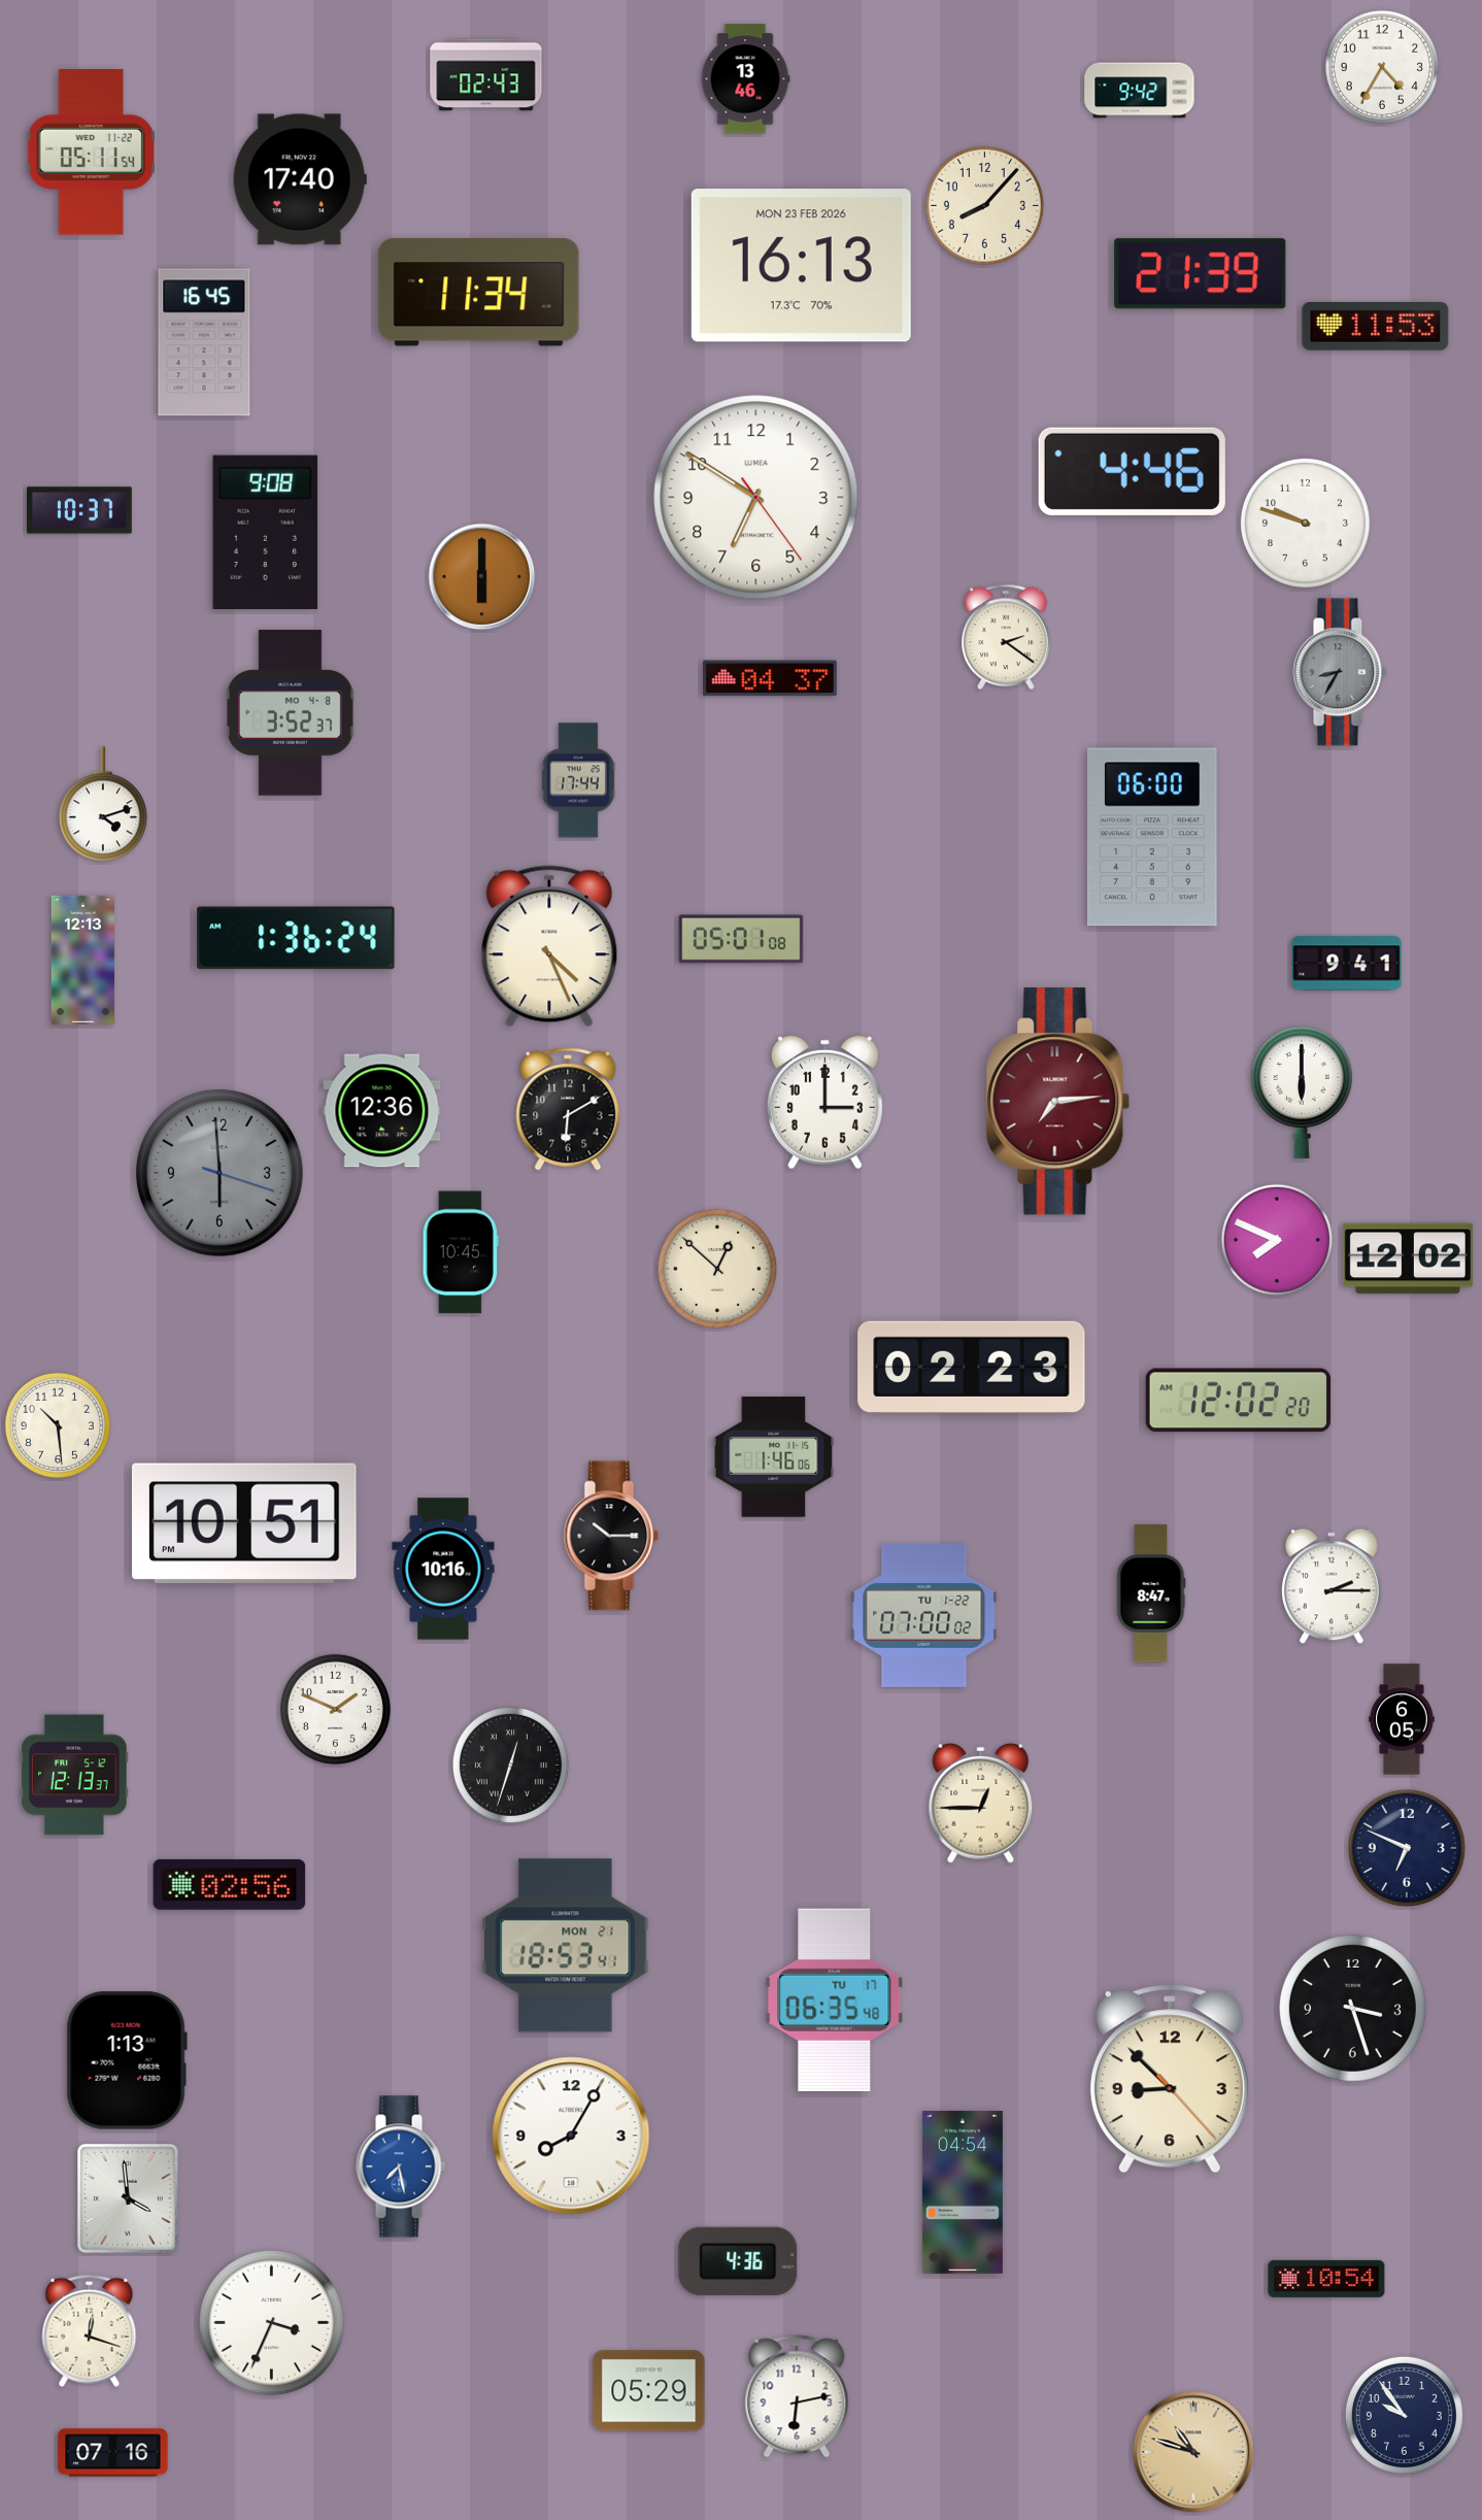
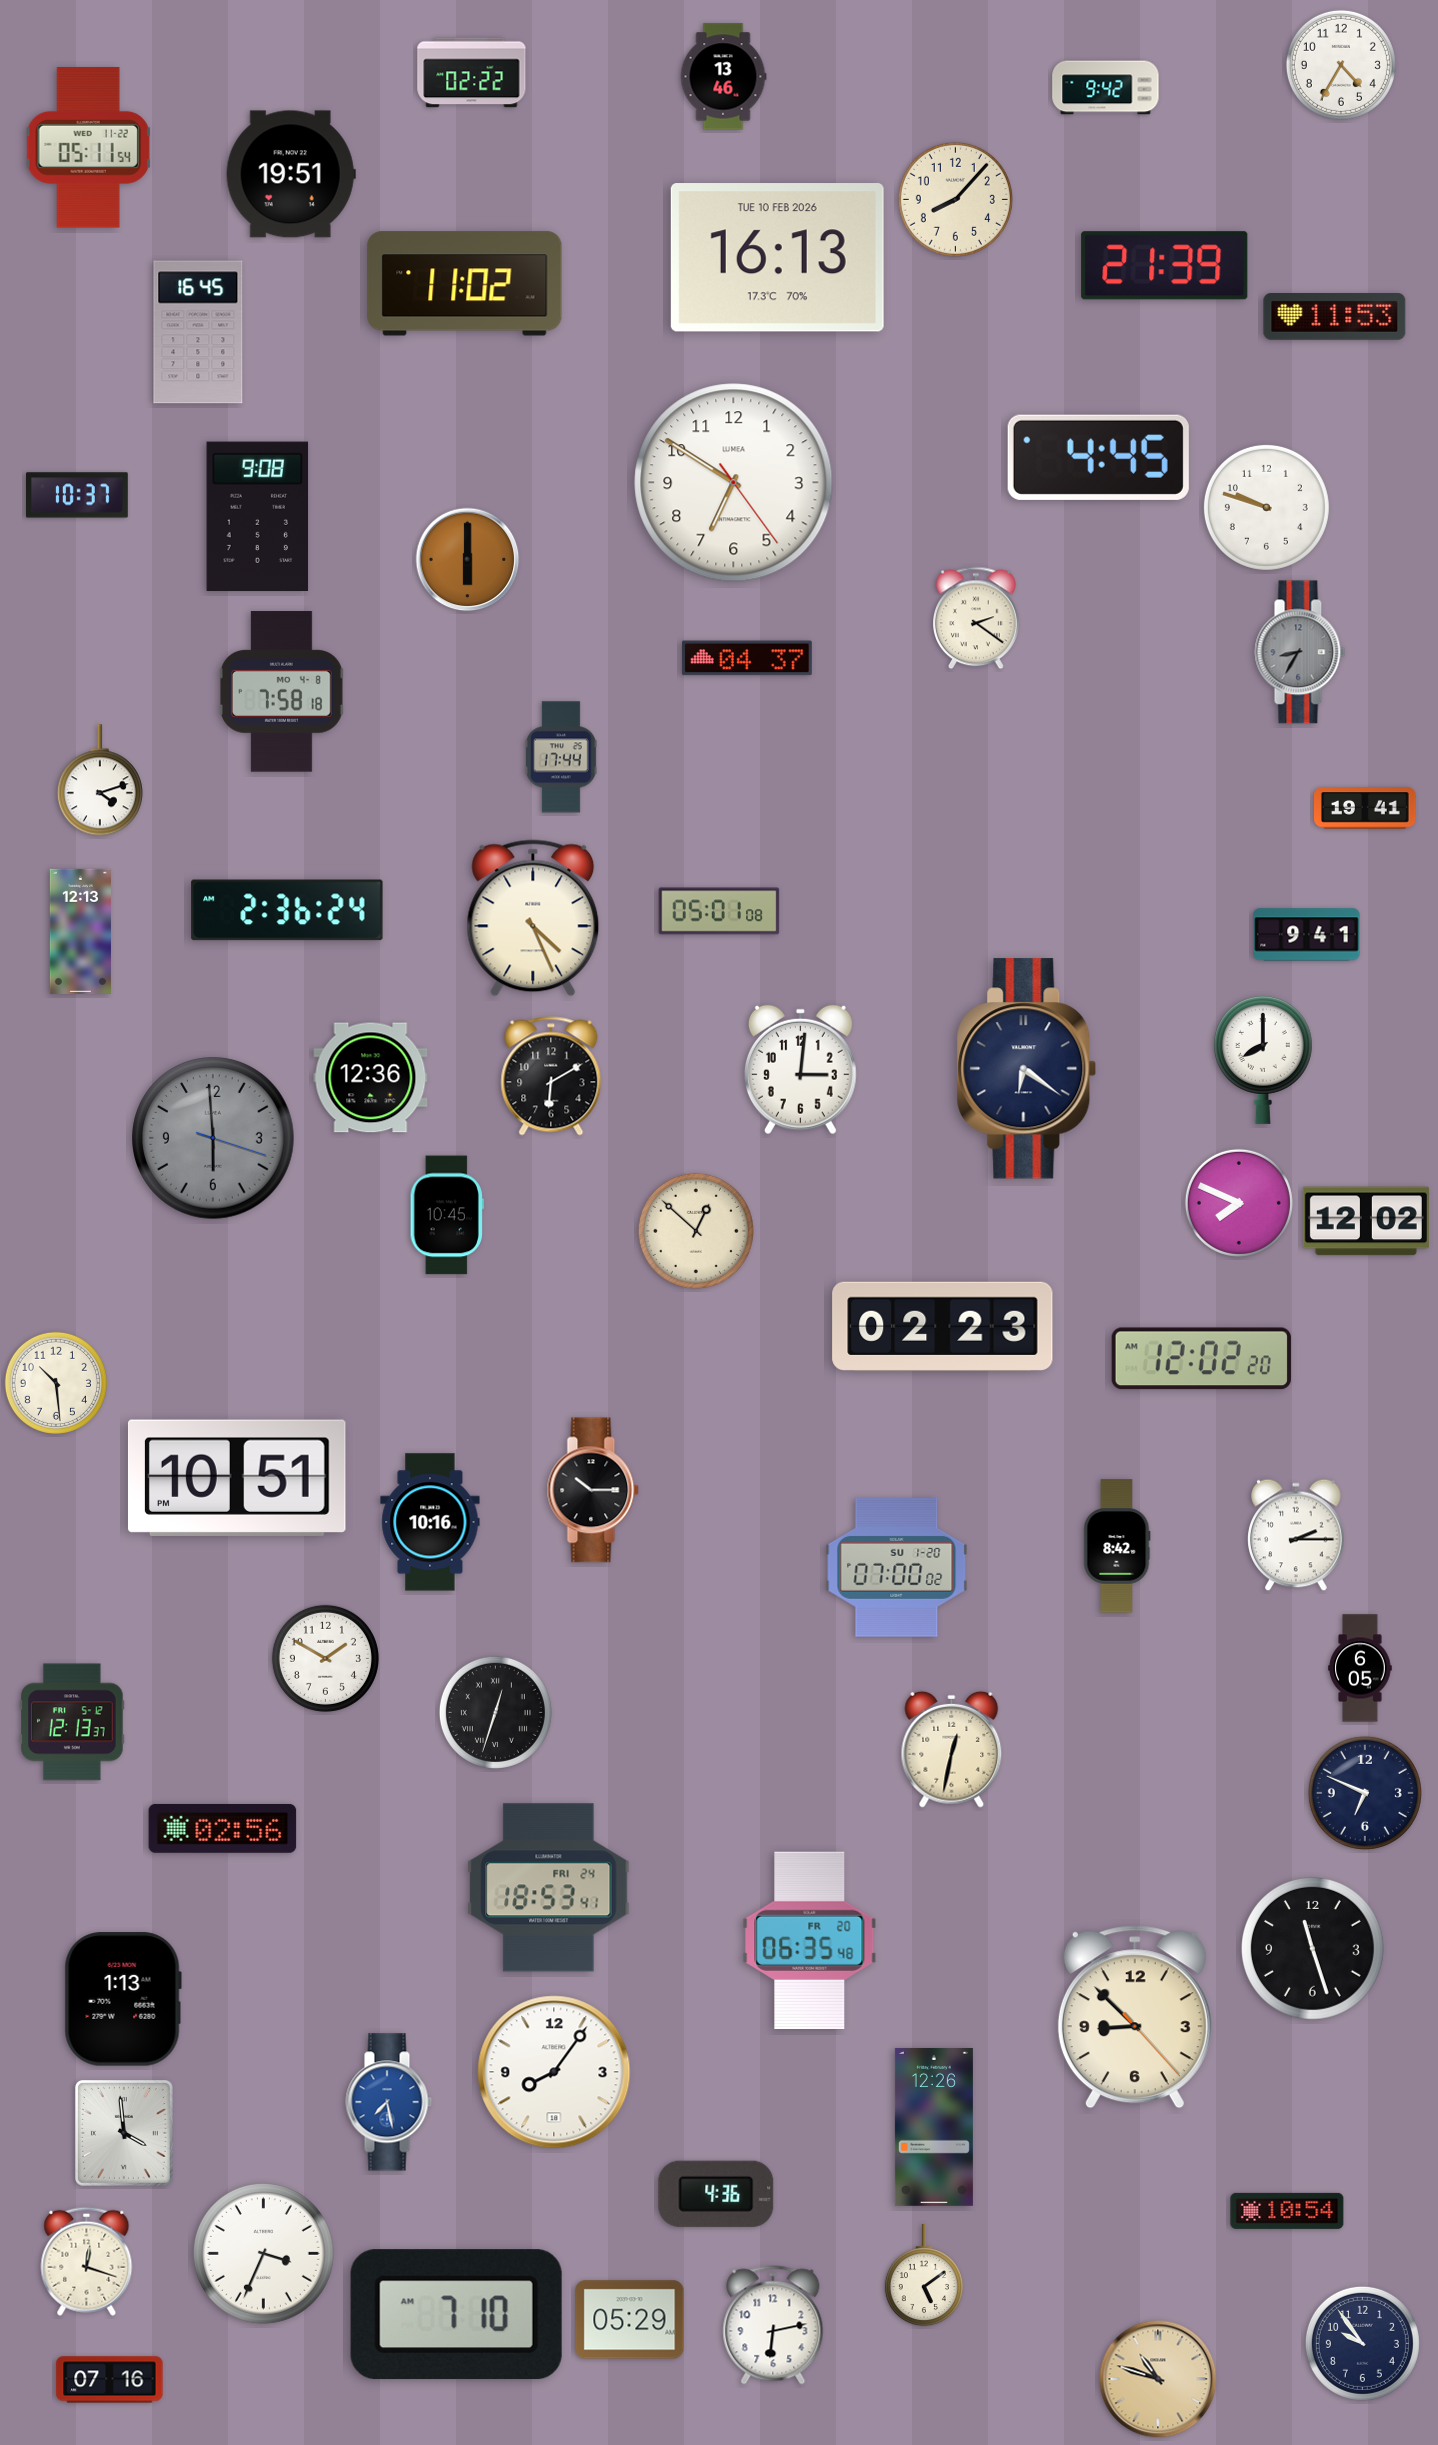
clock at (486, 75): 02:43 -> 02:22
clock at (300, 179): 17:40 -> 19:51
clock at (801, 266) date: MON 23 FEB 2026 -> TUE 10 FEB 2026
clock at (479, 293): 11:34 -> 11:02
clock at (1132, 471): 4:46 -> 4:45
clock at (290, 713): 3:52 -> 7:58
clock at (1366, 808): none -> 19:41
clock at (1153, 837): 06:00 -> none
clock at (296, 938): 1:36 -> 2:36
clock at (1302, 1091): 6:00 -> 8:00
clock at (1058, 1102): 7:14 -> 6:21
clock at (1058, 1102) dial: burgundy -> navy
clock at (824, 1103): 3:00 -> 3:01
clock at (774, 1457): 1:46 -> none
clock at (1332, 1586) position: (1332, 1586) -> (1296, 1535)
clock at (1151, 1593): 8:47 -> 8:42
clock at (924, 1615) date: TU 1-22 -> SU 1-20
clock at (335, 1709): 1:49 -> 1:50
clock at (981, 1803): 12:45 -> 12:32
clock at (566, 1946) date: MON 21 -> FRI 24
clock at (835, 2000) date: TU 17 -> FR 20
clock at (1352, 2008): 3:27 -> 11:27
clock at (571, 2136): 8:05 -> 8:06
clock at (963, 2192): 04:54 -> 12:26
clock at (924, 2276): none -> 5:09
clock at (456, 2315): none -> 7:10
